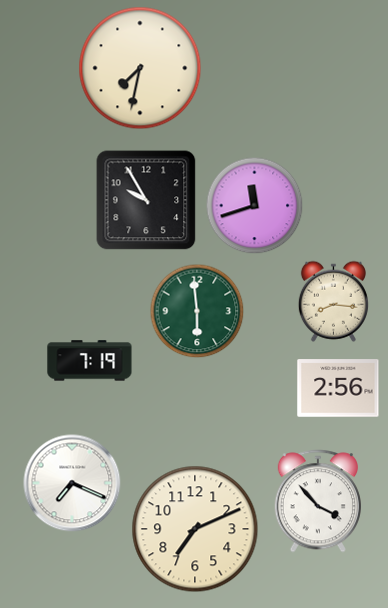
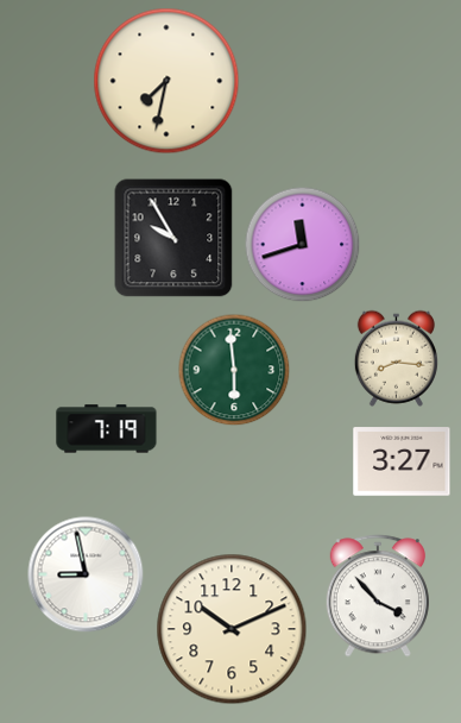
clock at (338, 388): 2:56 -> 3:27
clock at (72, 483): 7:19 -> 8:58
clock at (195, 529): 7:11 -> 10:11
